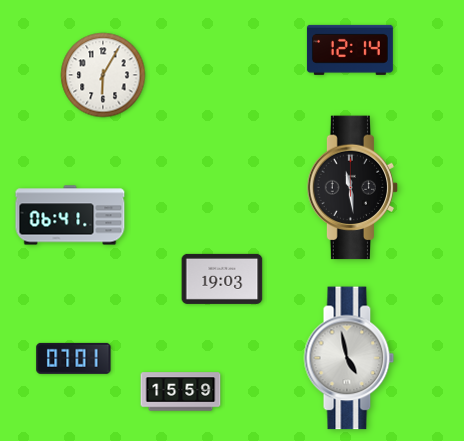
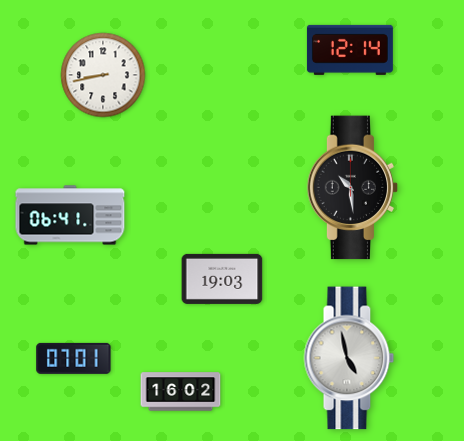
clock at (103, 75): 6:05 -> 8:43
clock at (353, 188): 11:29 -> 10:29
clock at (181, 392): 15:59 -> 16:02
